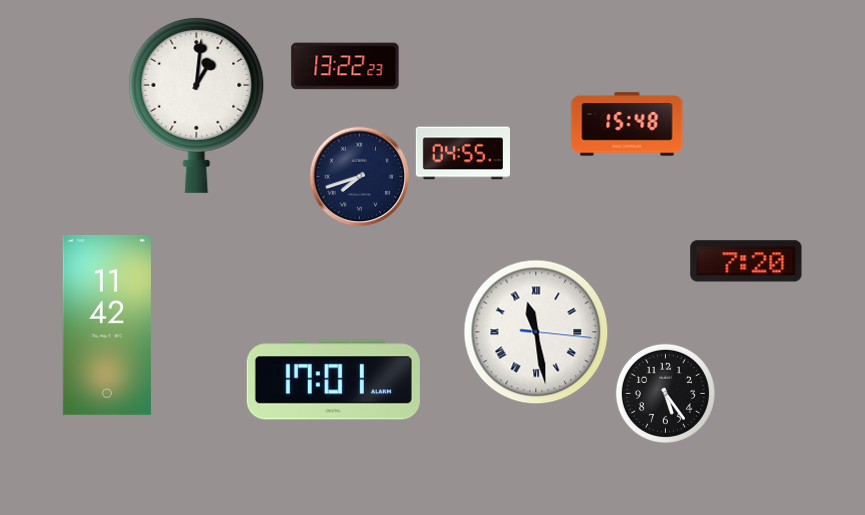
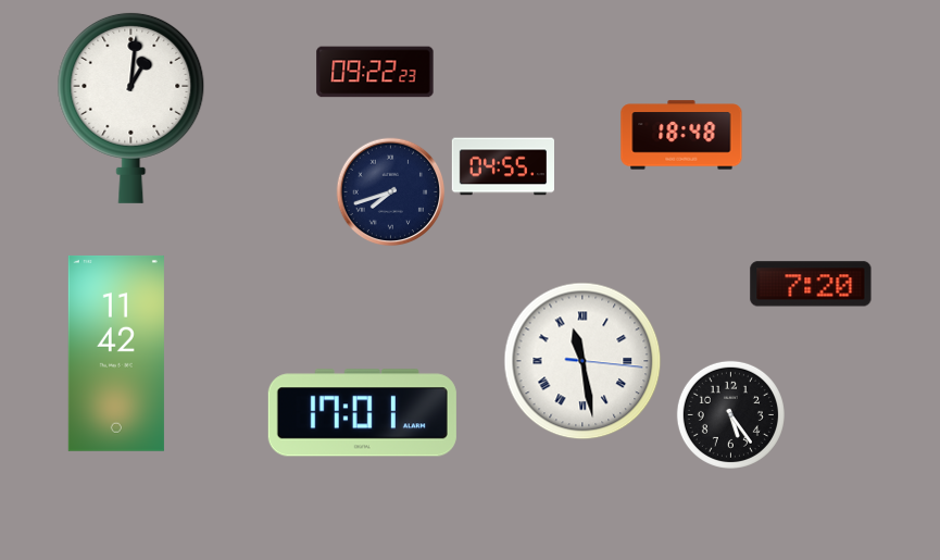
clock at (345, 66): 13:22 -> 09:22
clock at (197, 105) position: (197, 105) -> (131, 108)
clock at (627, 124): 15:48 -> 18:48
clock at (665, 393) position: (665, 393) -> (730, 414)
